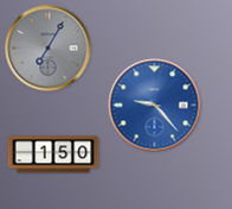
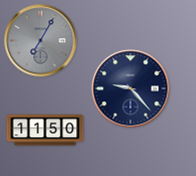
clock at (155, 106) dial: blue -> navy
clock at (53, 154): 1:50 -> 11:50
